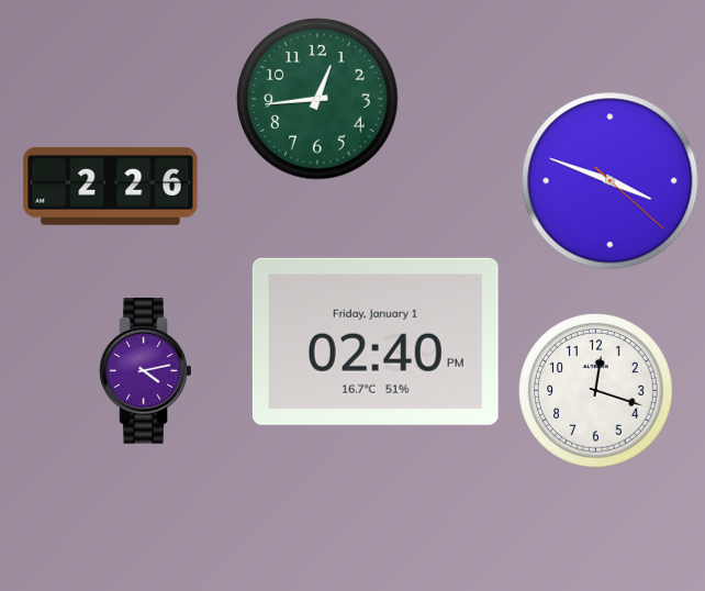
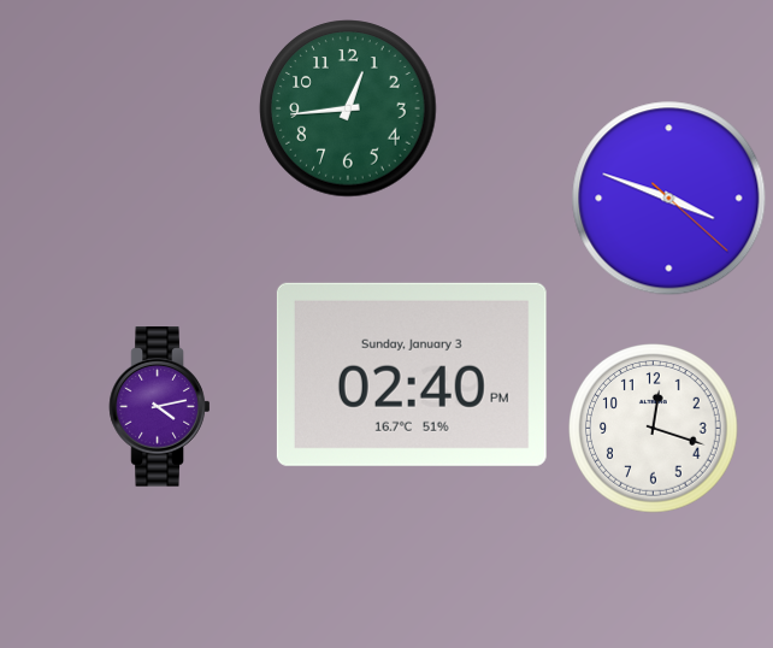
clock at (111, 186): 2:26 -> none
clock at (376, 342) date: Friday, January 1 -> Sunday, January 3
